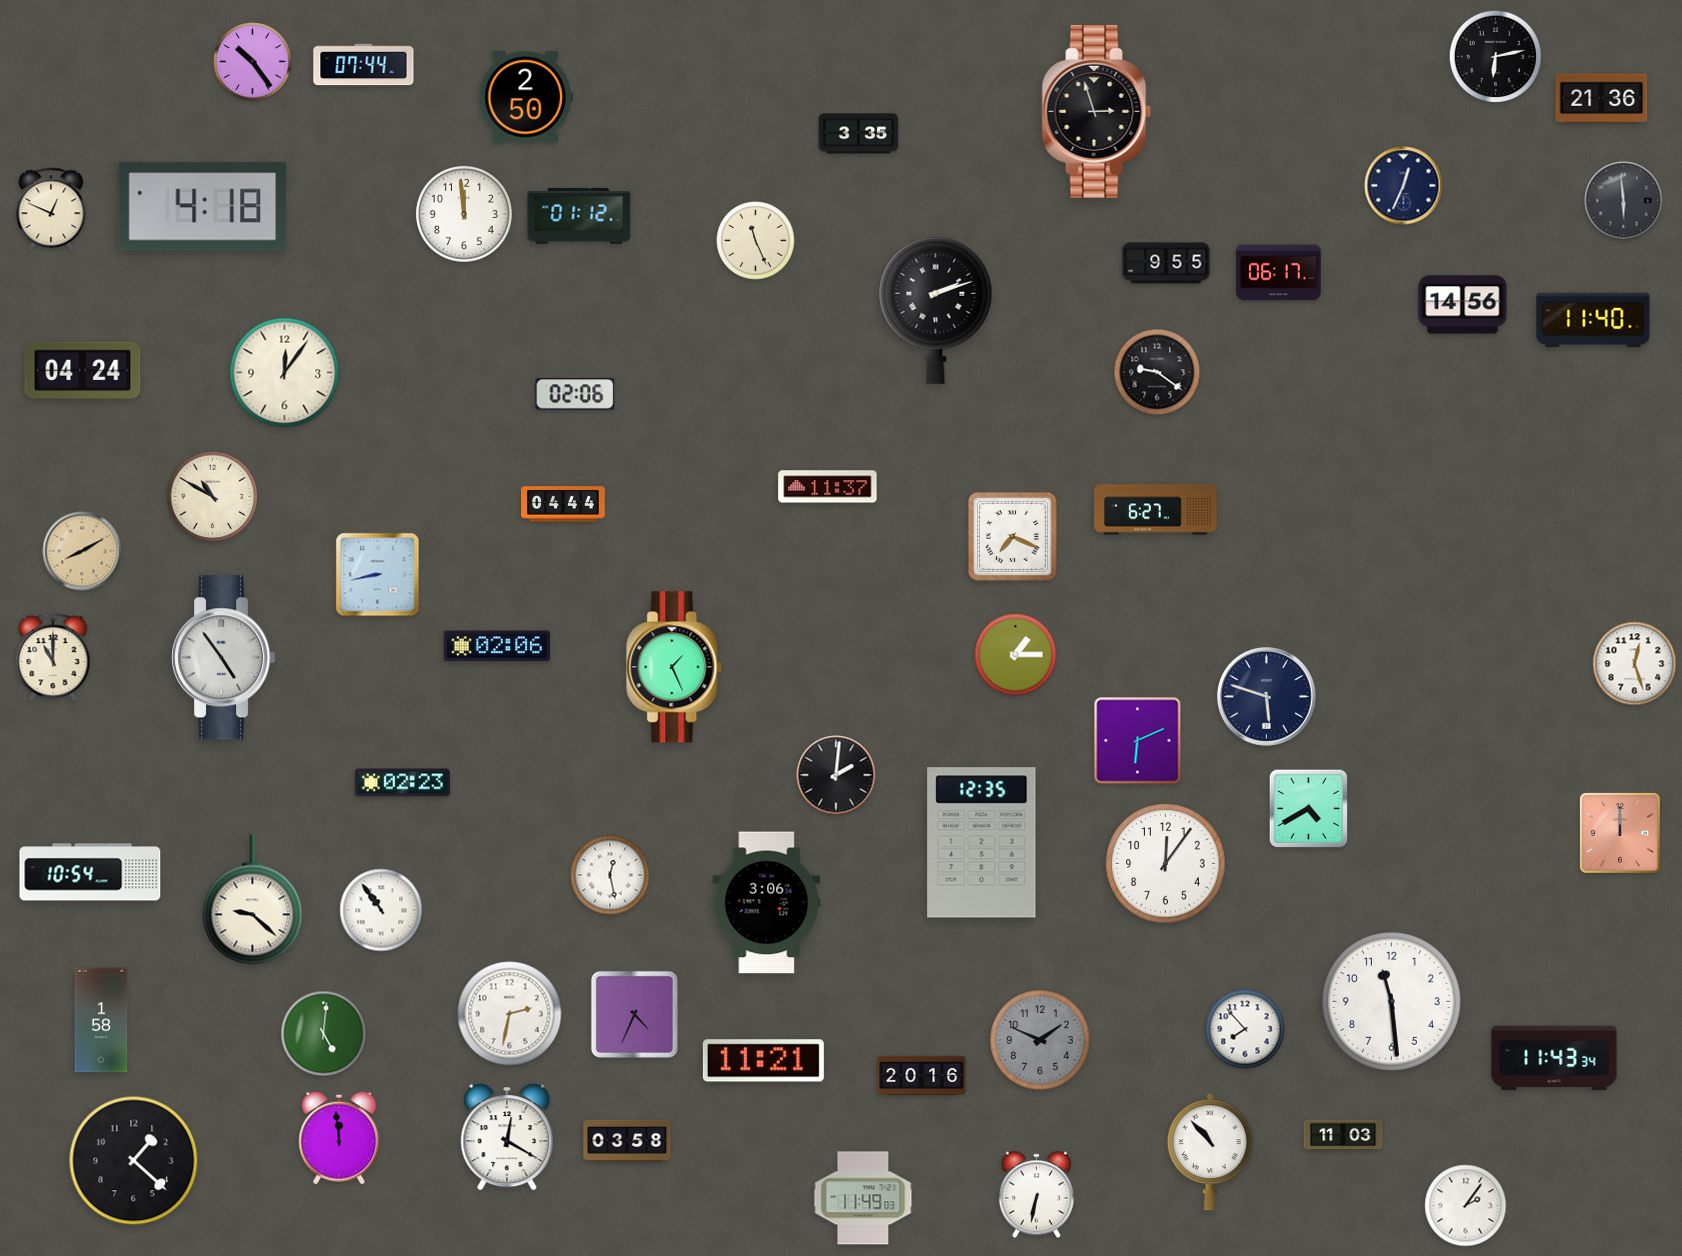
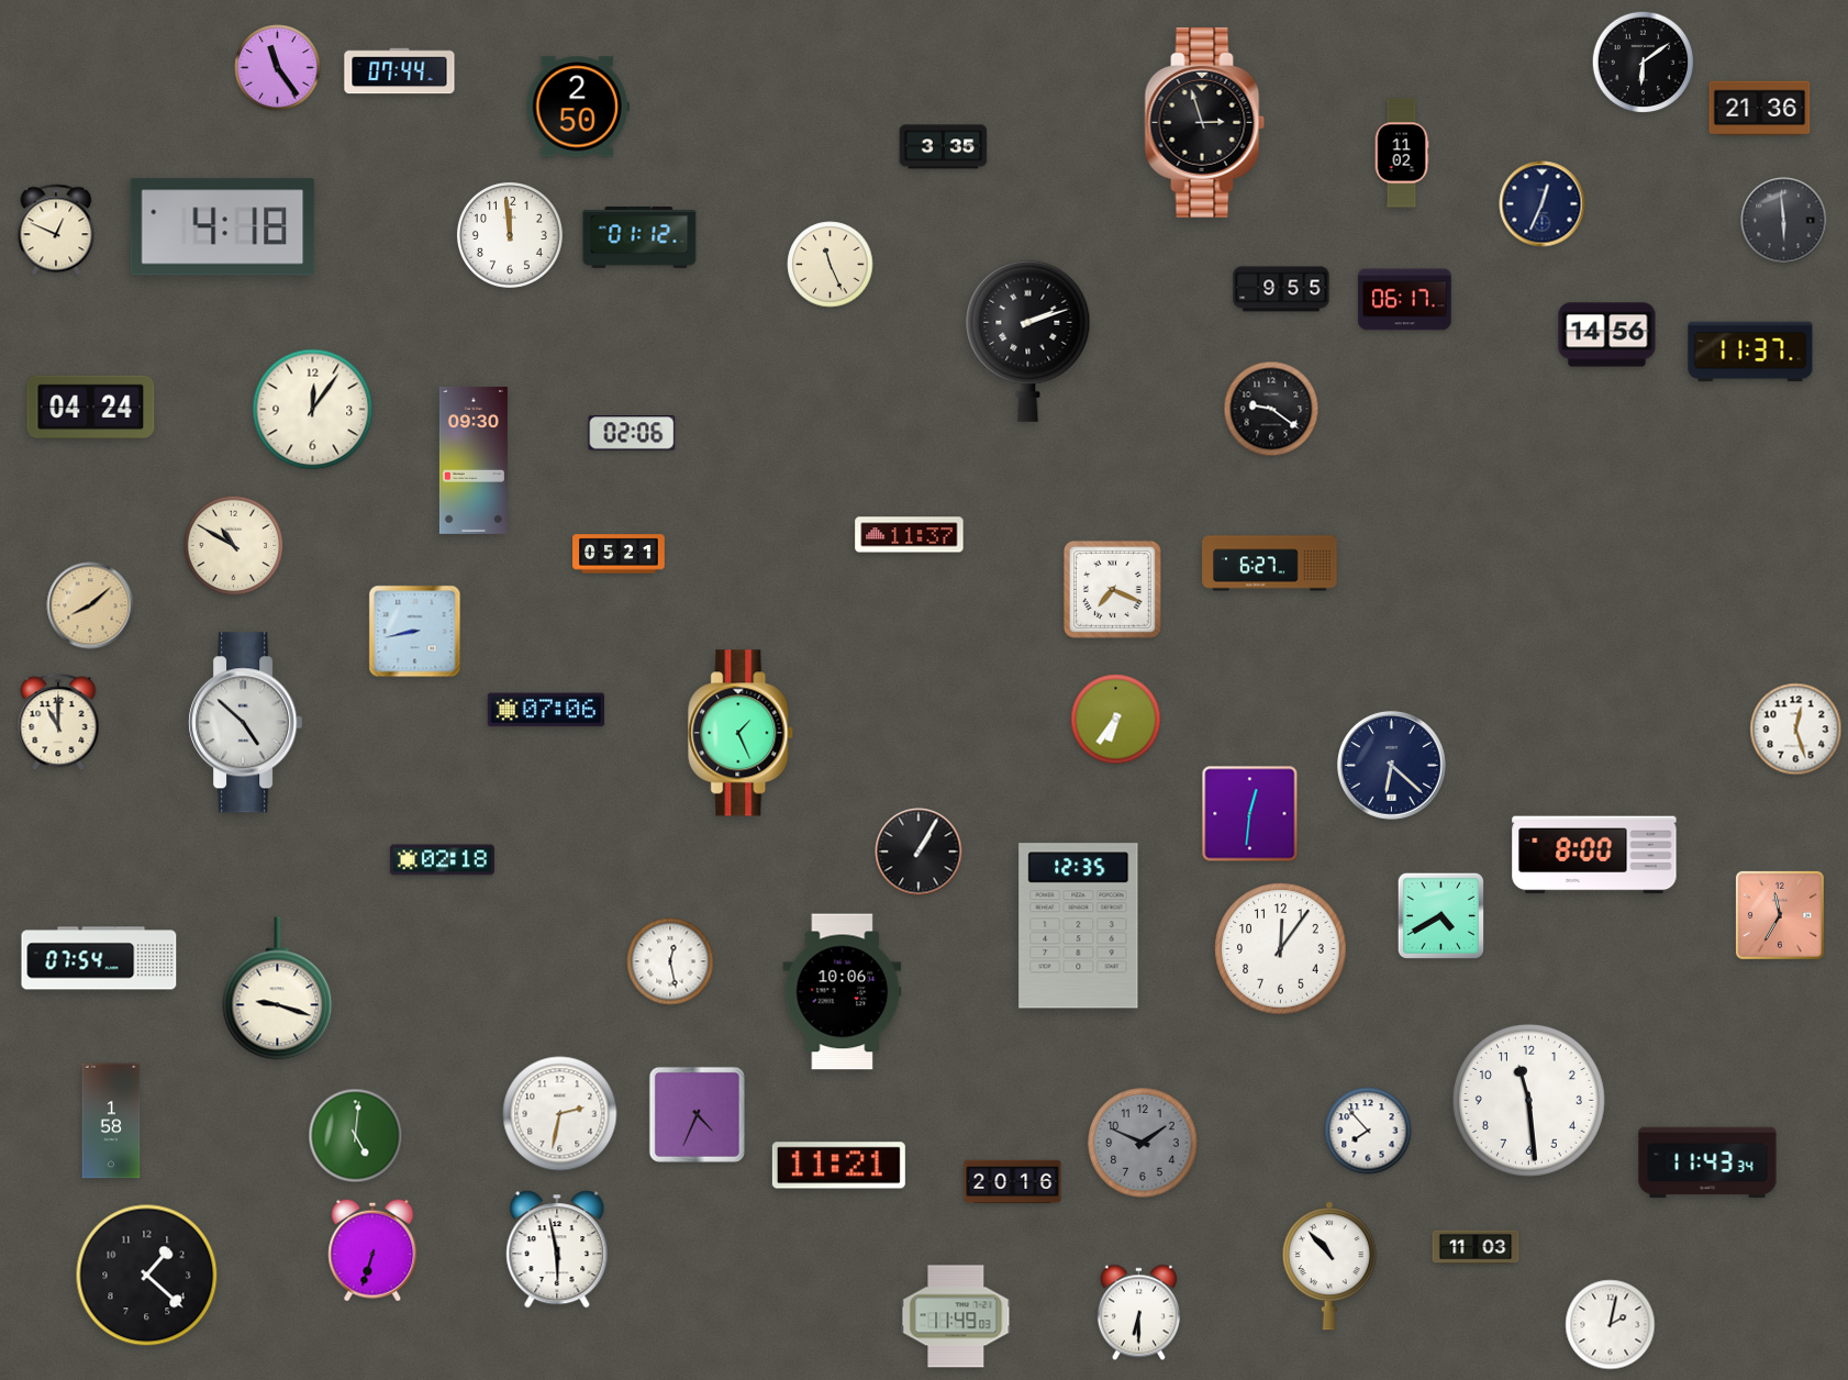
clock at (1496, 57): 6:13 -> 6:09
clock at (253, 62): 10:24 -> 11:24
clock at (1402, 153): none -> 11:02
clock at (579, 216) position: (579, 216) -> (639, 237)
clock at (1593, 320): 11:40 -> 11:37
clock at (474, 460): none -> 09:30
clock at (563, 504): 04:44 -> 05:21
clock at (1156, 510) position: (1156, 510) -> (1270, 564)
clock at (82, 551): 8:10 -> 8:08
clock at (496, 646): 02:06 -> 07:06
clock at (1016, 655): 1:15 -> 6:36
clock at (224, 658): 4:54 -> 4:52
clock at (1266, 696): 5:48 -> 6:22
clock at (1138, 741): 6:11 -> 12:31
clock at (836, 775): 2:01 -> 1:05
clock at (1594, 855): none -> 8:00
clock at (402, 783): 02:23 -> 02:18
clock at (1308, 808) position: (1308, 808) -> (1440, 915)
clock at (1620, 833): 12:00 -> 11:35
clock at (90, 872): 10:54 -> 07:54
clock at (253, 900): 9:22 -> 9:18
clock at (767, 903): 3:06 -> 10:06
clock at (381, 910): 10:54 -> none
clock at (507, 1137): 12:20 -> 5:58
clock at (339, 1138): 11:59 -> 6:33
clock at (627, 1141): 03:58 -> none
clock at (1036, 1195): 6:32 -> 6:30
clock at (863, 1198) position: (863, 1198) -> (956, 1316)
clock at (1466, 1206): 2:06 -> 2:02
